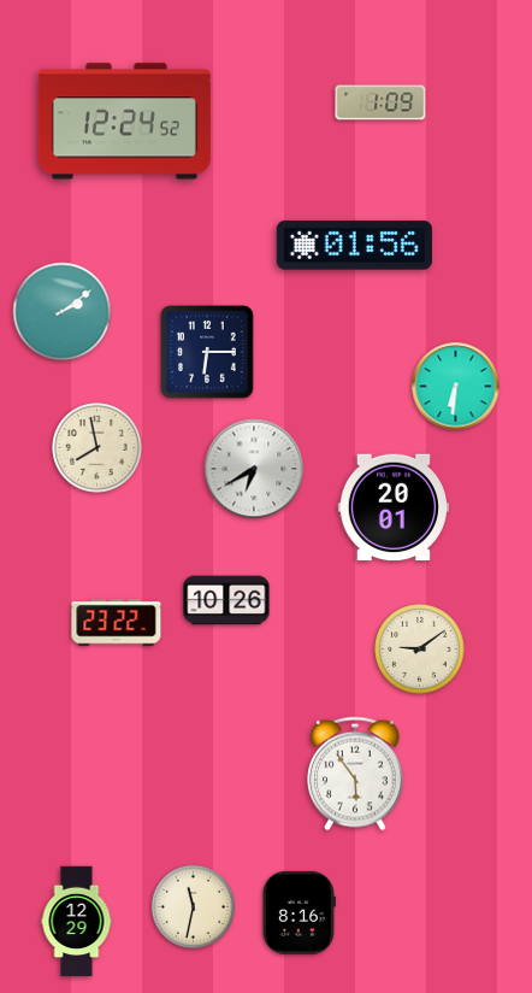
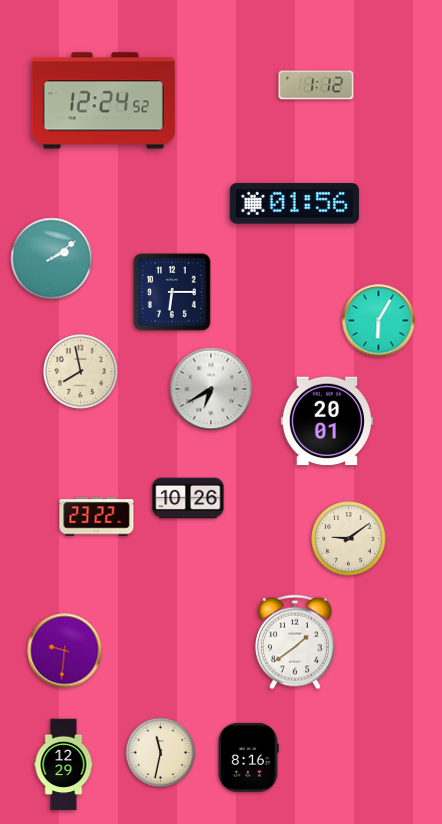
clock at (380, 102): 1:09 -> 1:12
clock at (456, 387): 6:31 -> 6:05
clock at (355, 774): 5:54 -> 1:39
clock at (65, 651): none -> 9:31
